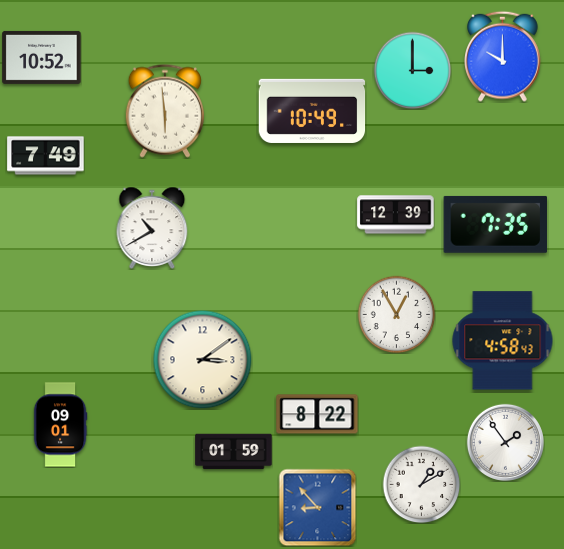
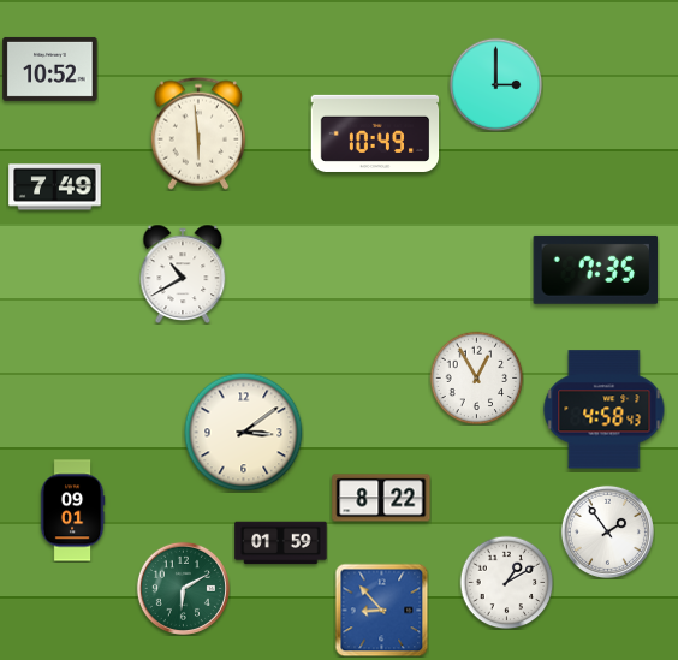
clock at (503, 56): 10:00 -> none
clock at (396, 215): 12:39 -> none
clock at (183, 588): none -> 6:10
